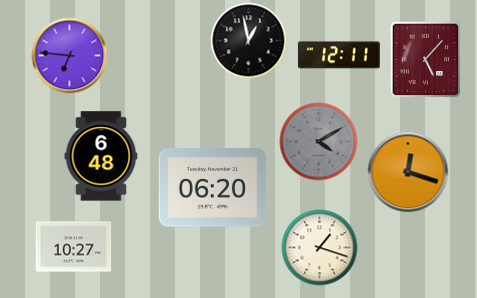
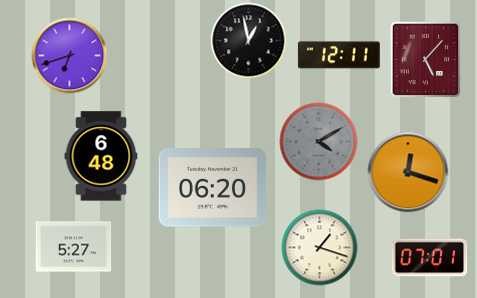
clock at (70, 56): 6:46 -> 6:42
clock at (74, 247): 10:27 -> 5:27
clock at (430, 258): none -> 07:01
